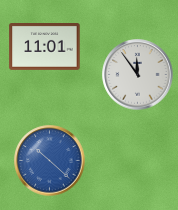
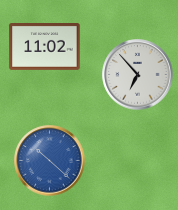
clock at (45, 47): 11:01 -> 11:02
clock at (138, 75): 11:54 -> 6:53
